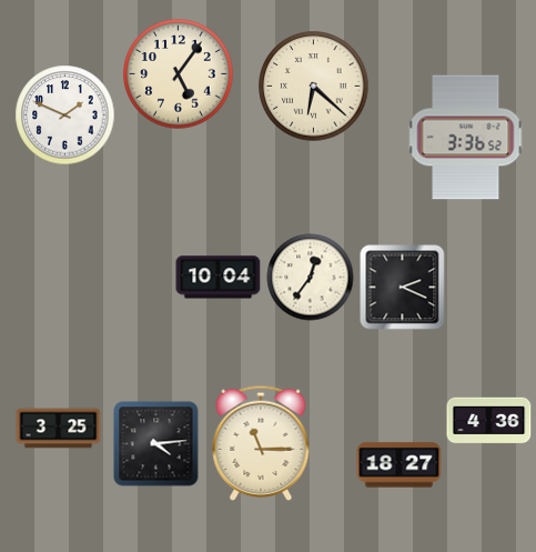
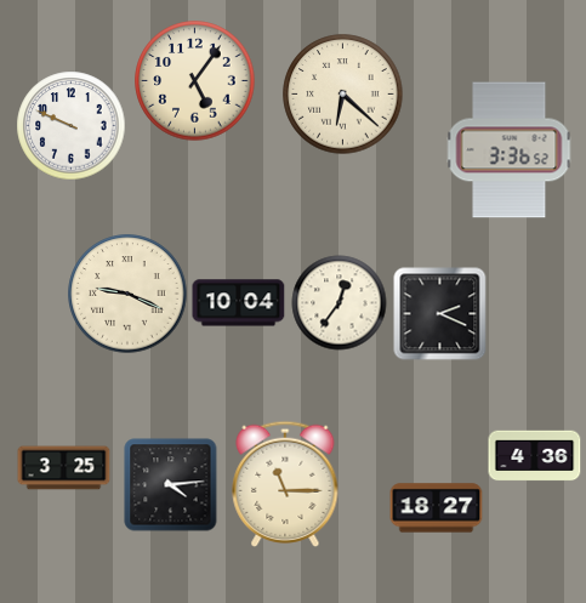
clock at (65, 116): 1:49 -> 9:49
clock at (127, 294): none -> 9:19
clock at (489, 421) position: (489, 421) -> (535, 456)
